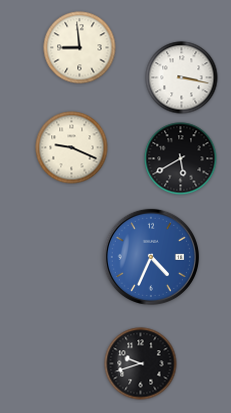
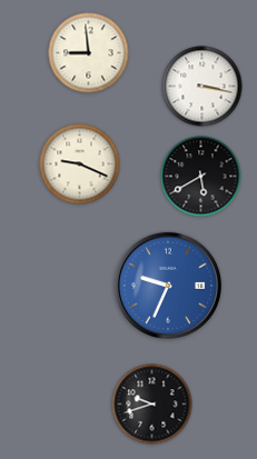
clock at (151, 257): 4:34 -> 9:34
clock at (141, 364) position: (141, 364) -> (152, 405)
